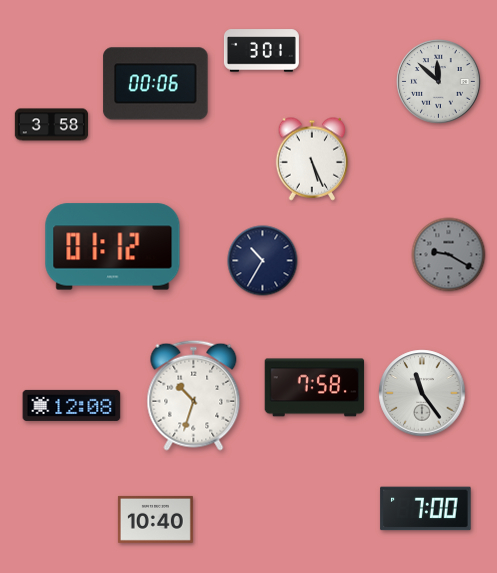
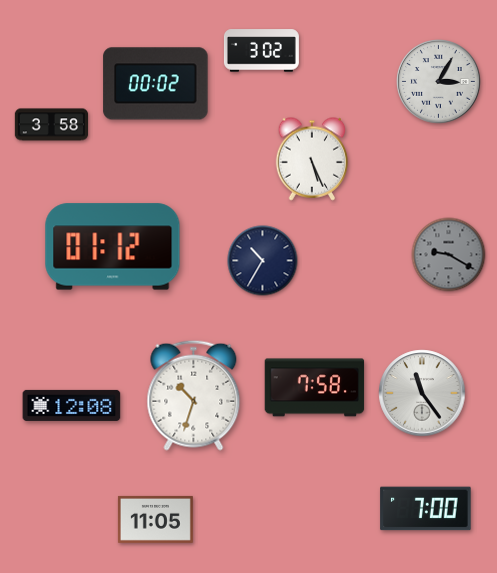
clock at (261, 51): 3:01 -> 3:02
clock at (439, 82): 11:52 -> 3:05
clock at (156, 84): 00:06 -> 00:02
clock at (155, 519): 10:40 -> 11:05
